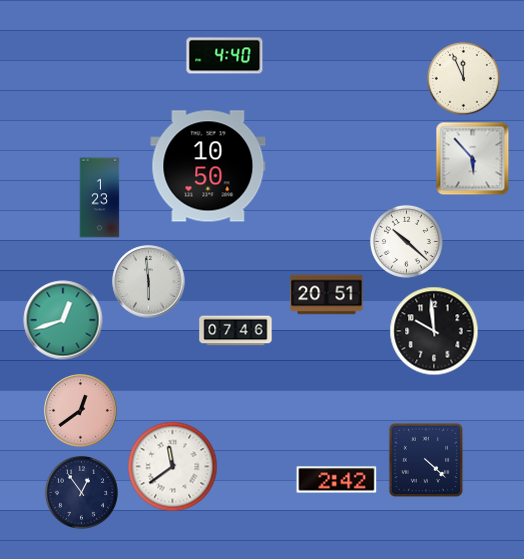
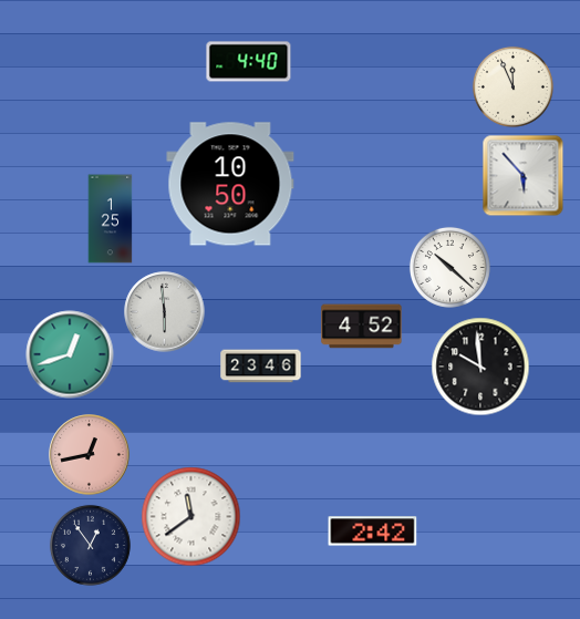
clock at (100, 198): 1:23 -> 1:25
clock at (327, 295): 20:51 -> 4:52
clock at (236, 331): 07:46 -> 23:46
clock at (81, 411): 12:39 -> 12:43
clock at (426, 460): 4:22 -> none
